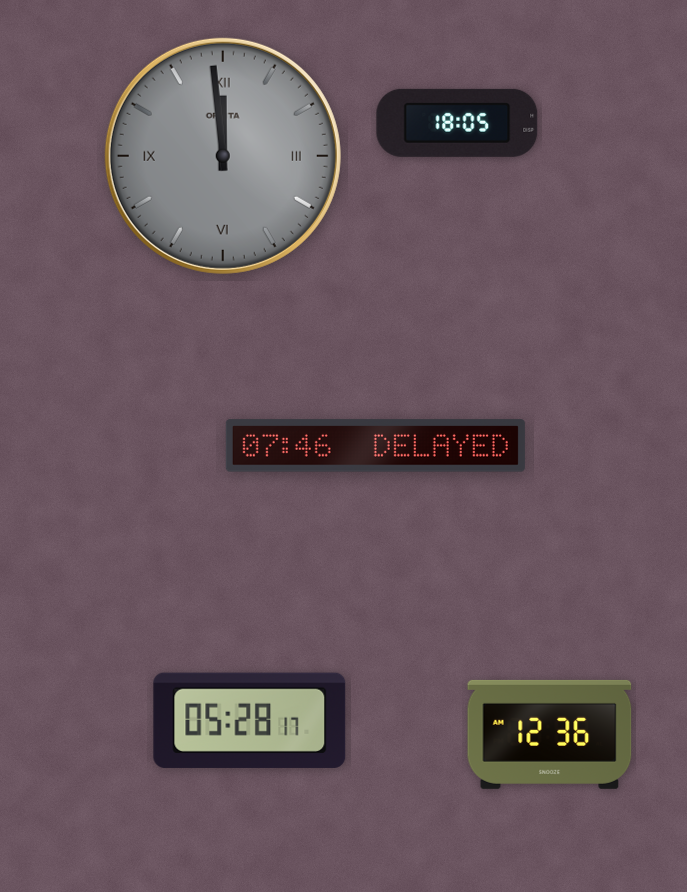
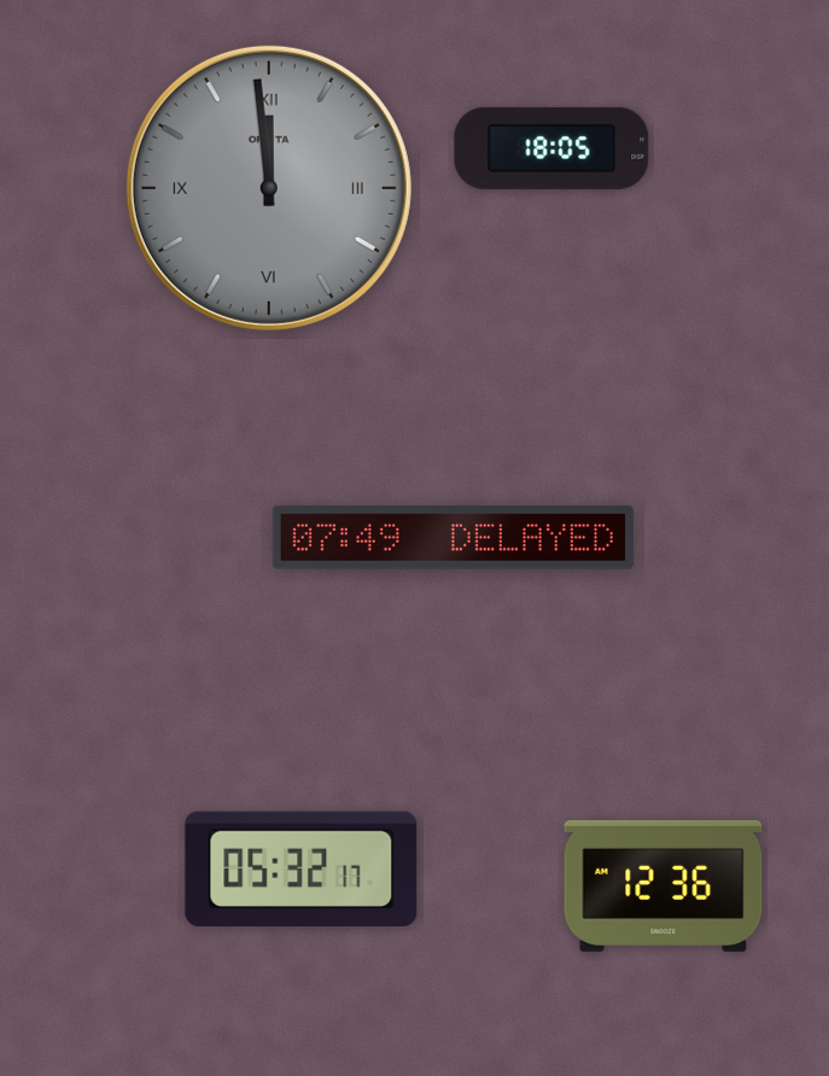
clock at (375, 446): 07:46 -> 07:49
clock at (250, 720): 05:28 -> 05:32
